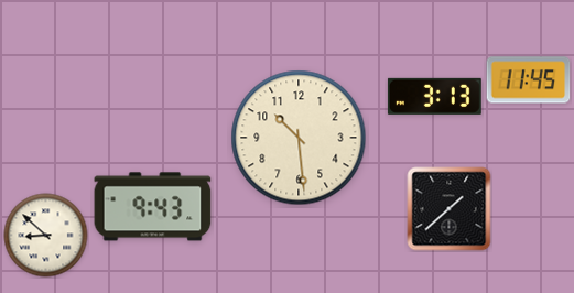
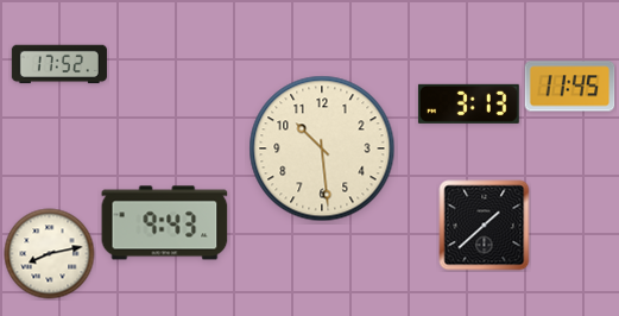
clock at (59, 64): none -> 17:52
clock at (46, 236): 8:52 -> 8:13
